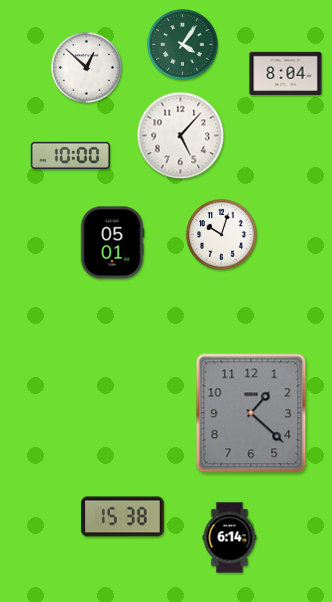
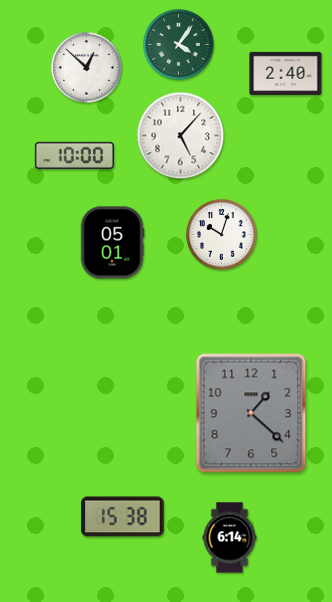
clock at (183, 45) position: (183, 45) -> (179, 45)
clock at (286, 73): 8:04 -> 2:40
clock at (70, 155) position: (70, 155) -> (74, 155)
